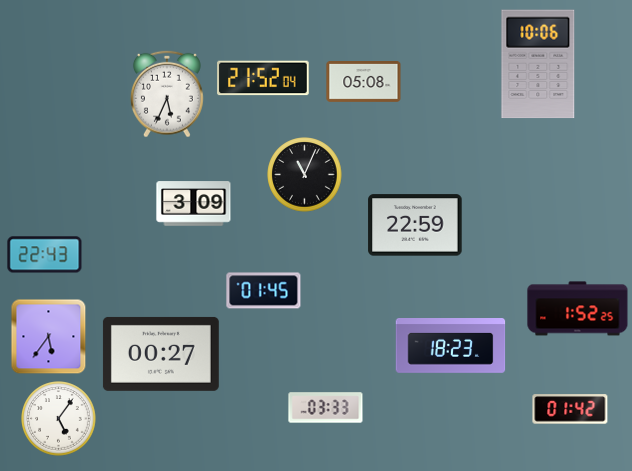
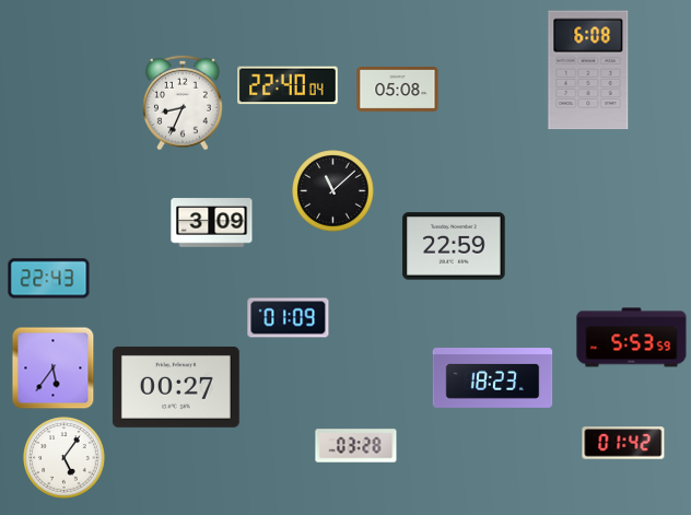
clock at (538, 64): 10:06 -> 6:08
clock at (263, 78): 21:52 -> 22:40
clock at (167, 94): 5:34 -> 8:34
clock at (305, 175): 11:04 -> 11:08
clock at (264, 291): 01:45 -> 01:09
clock at (578, 309): 1:52 -> 5:53
clock at (326, 408): 03:33 -> 03:28
clock at (570, 409) position: (570, 409) -> (623, 443)
